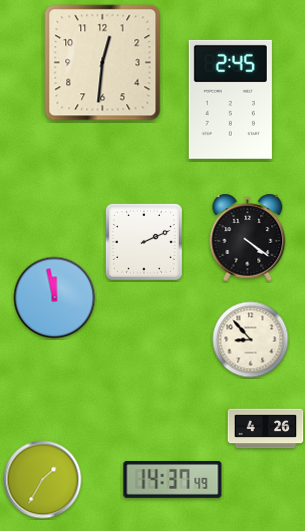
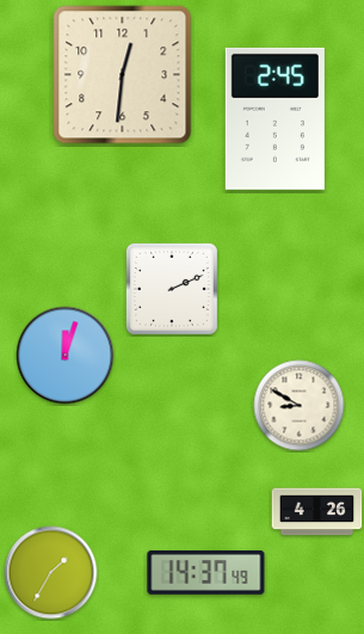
clock at (248, 237): 4:21 -> none
clock at (55, 298): 11:58 -> 12:03
clock at (251, 340): 8:53 -> 8:50
